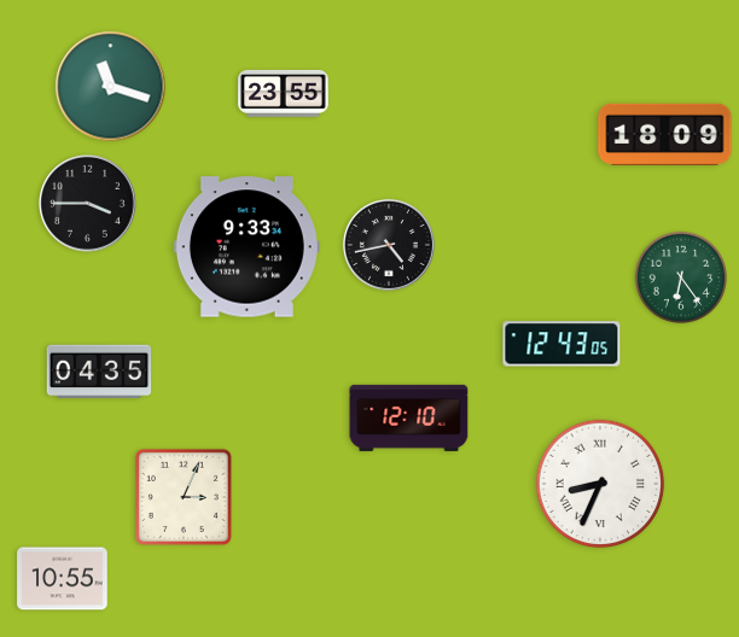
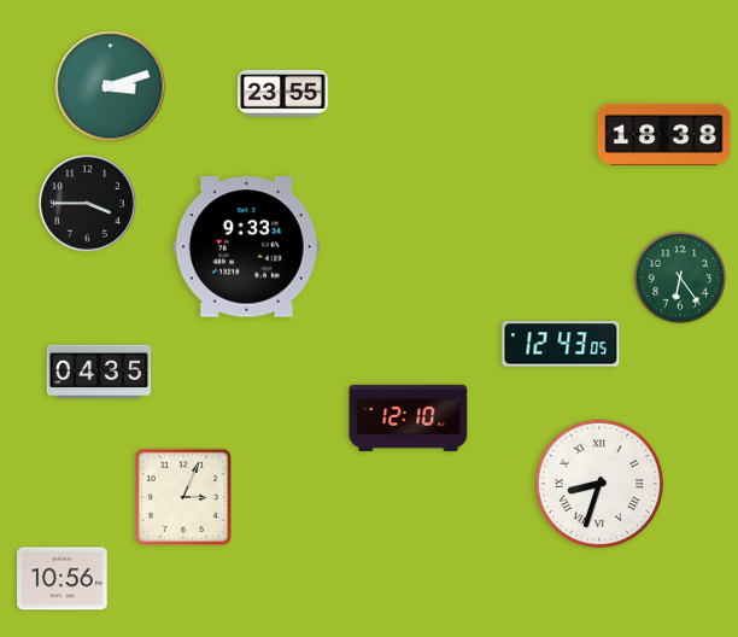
clock at (111, 87): 11:18 -> 3:12
clock at (665, 134): 18:09 -> 18:38
clock at (389, 245): 4:43 -> none
clock at (600, 484): 8:34 -> 8:33
clock at (63, 579): 10:55 -> 10:56
